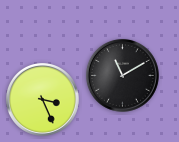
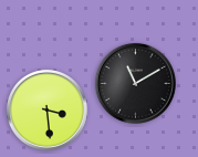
clock at (42, 99): 3:26 -> 3:29
